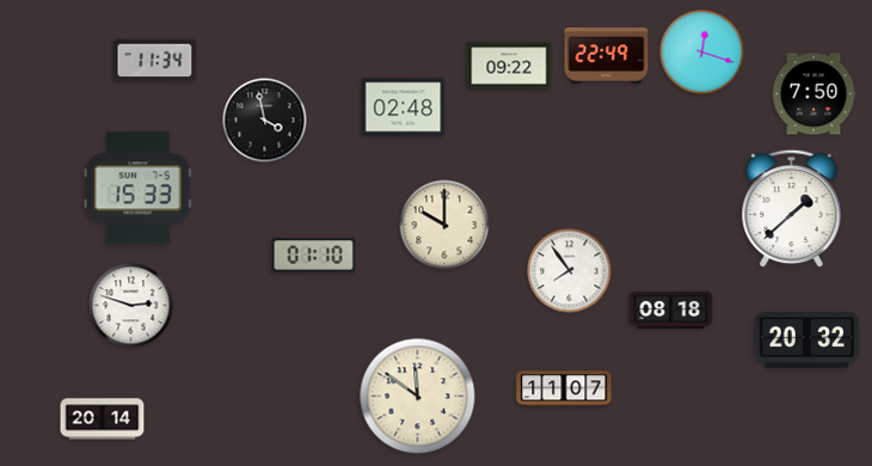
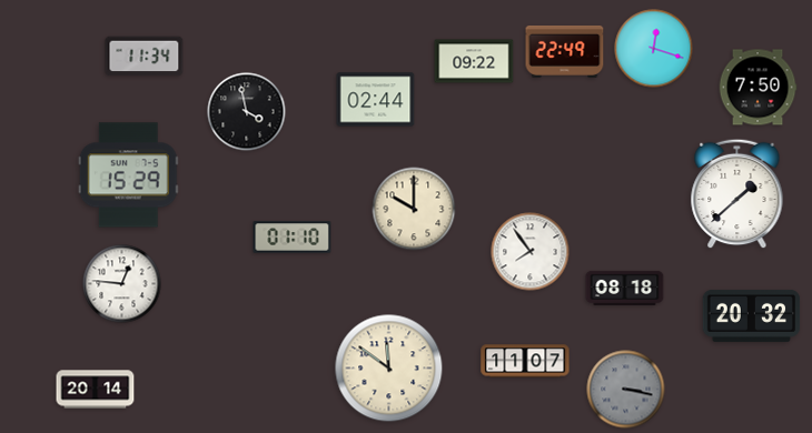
clock at (404, 108): 02:48 -> 02:44
clock at (137, 189): 15:33 -> 15:29
clock at (131, 306): 2:48 -> 12:46
clock at (626, 390): none -> 3:17
